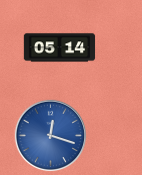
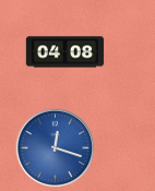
clock at (60, 48): 05:14 -> 04:08
